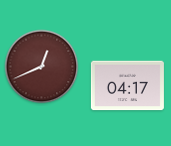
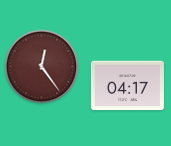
clock at (42, 67): 12:41 -> 12:24
